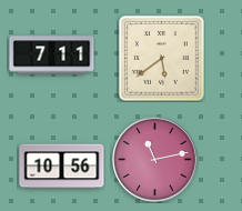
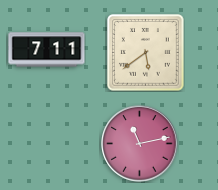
clock at (62, 167): 10:56 -> none
